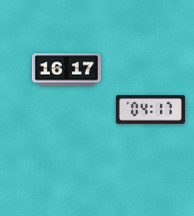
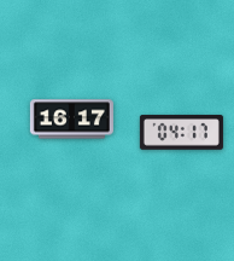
clock at (66, 70) position: (66, 70) -> (71, 120)
